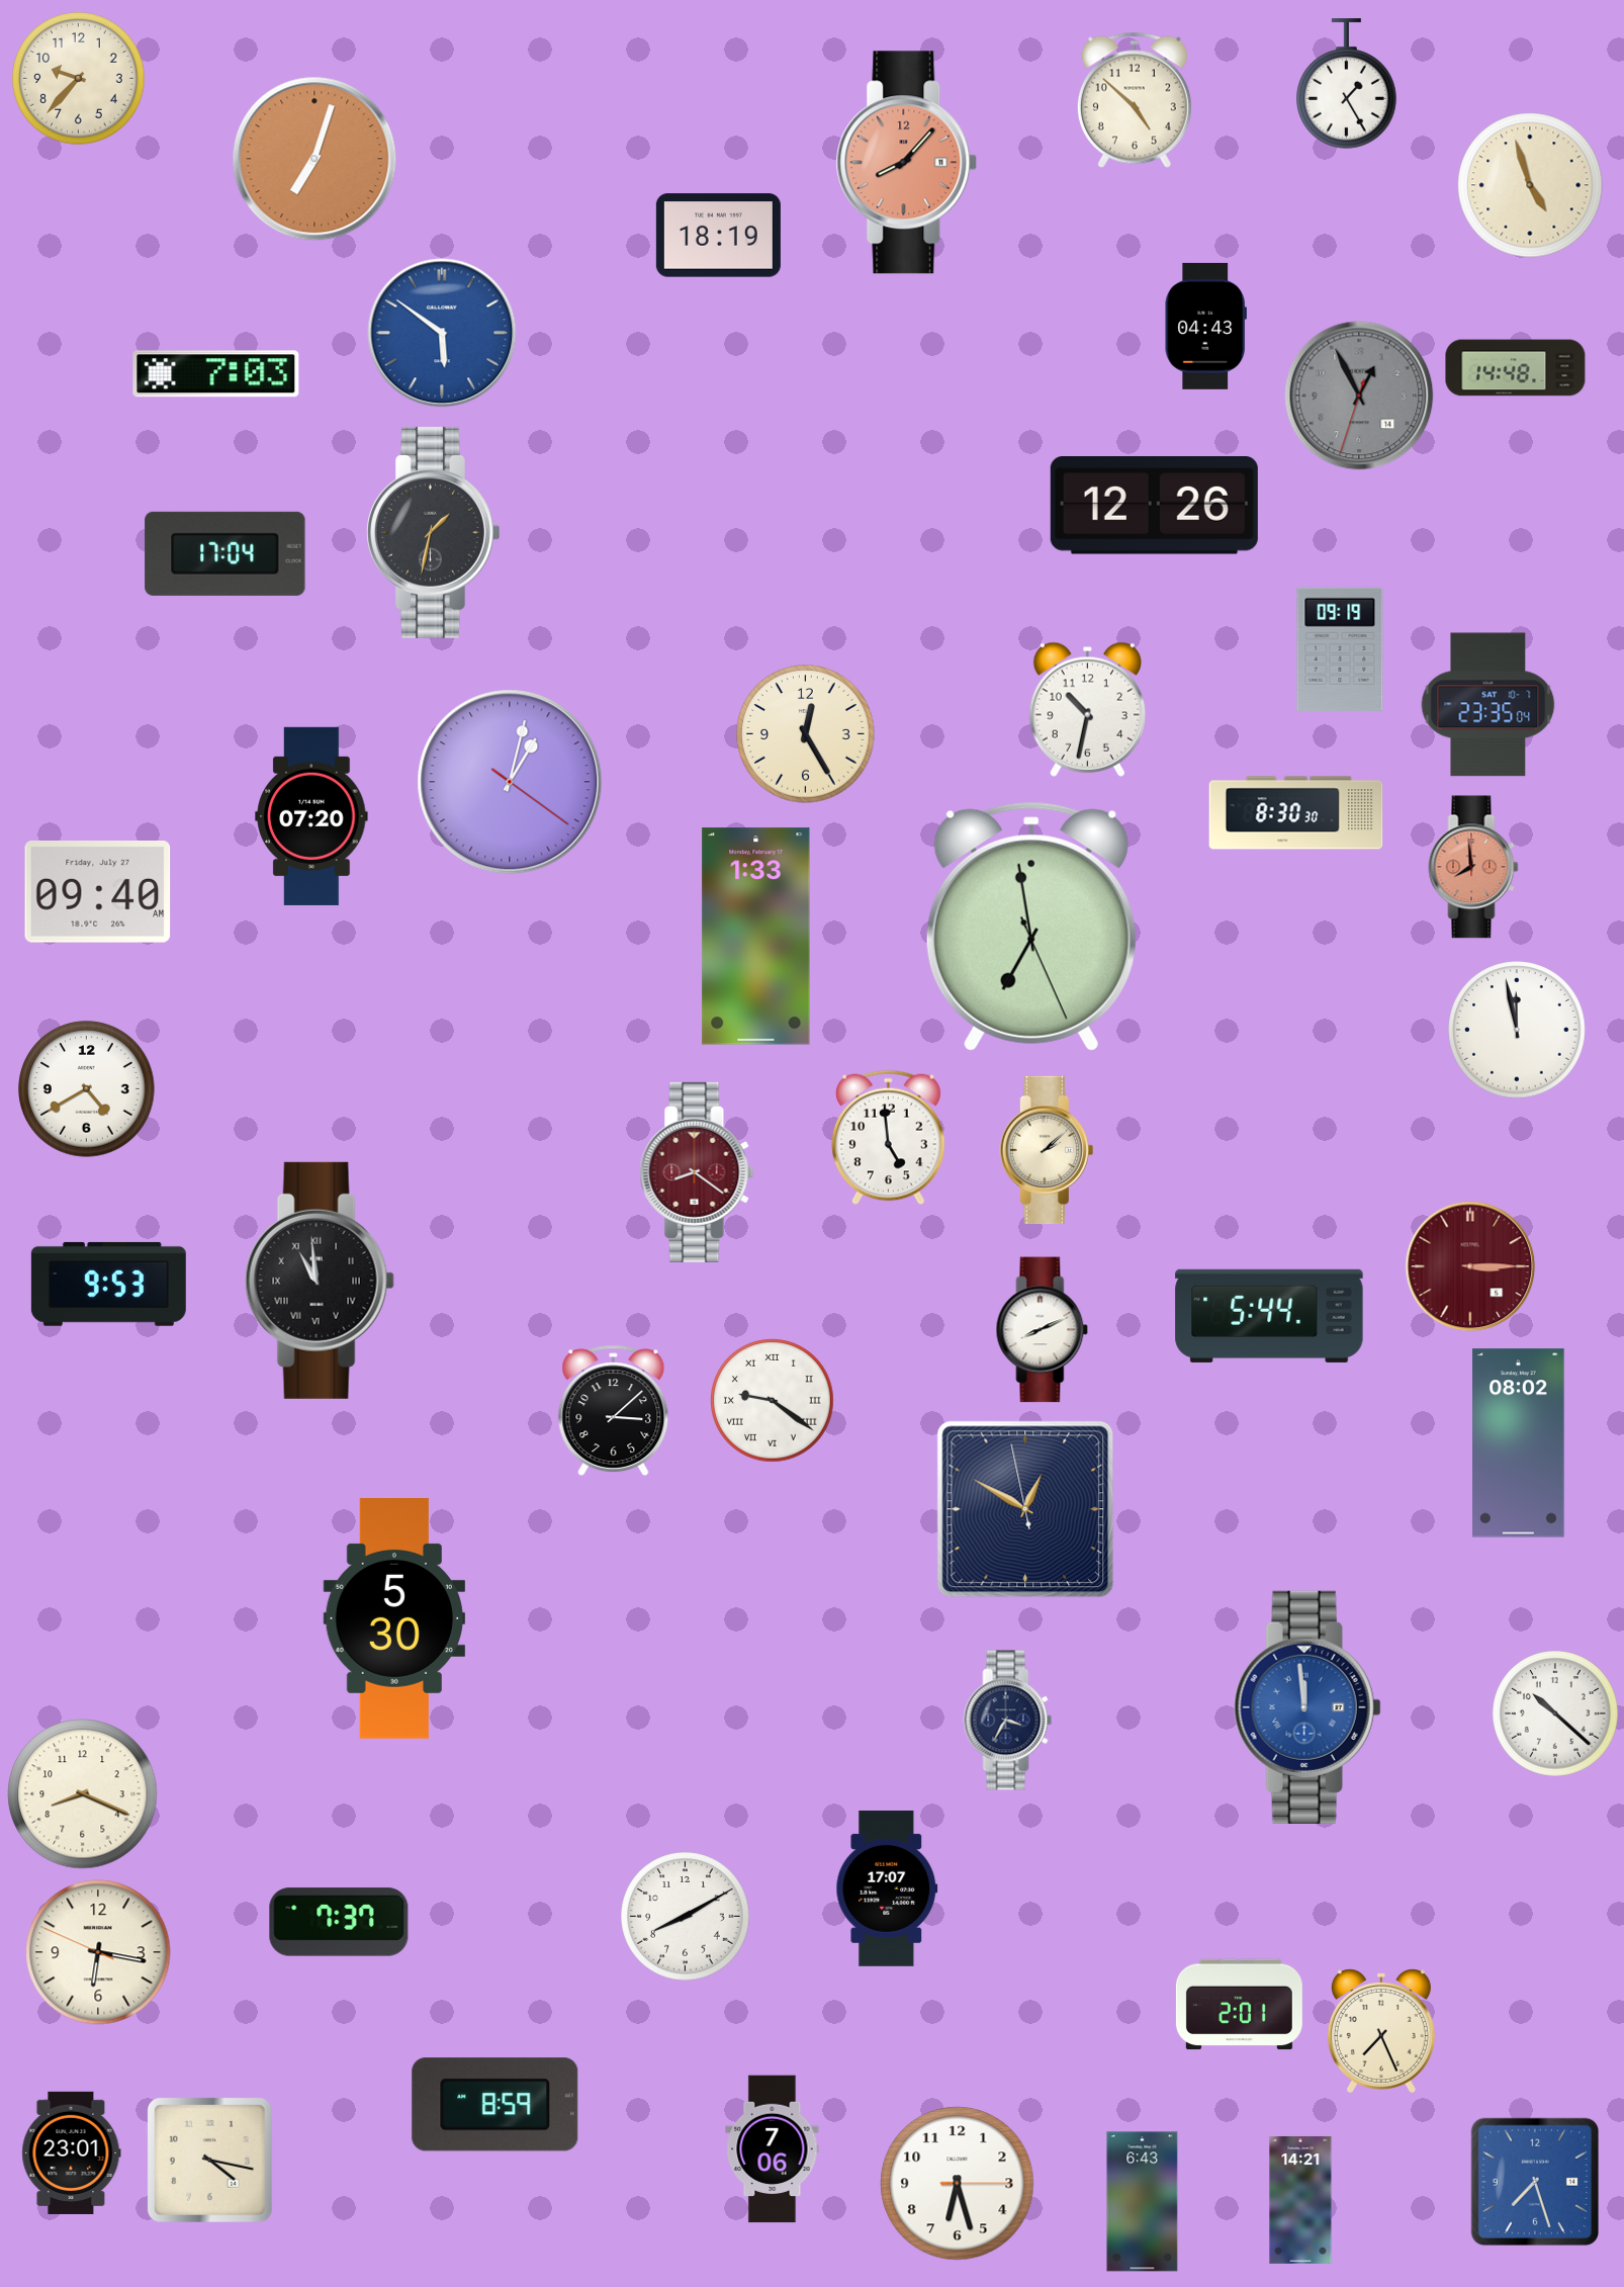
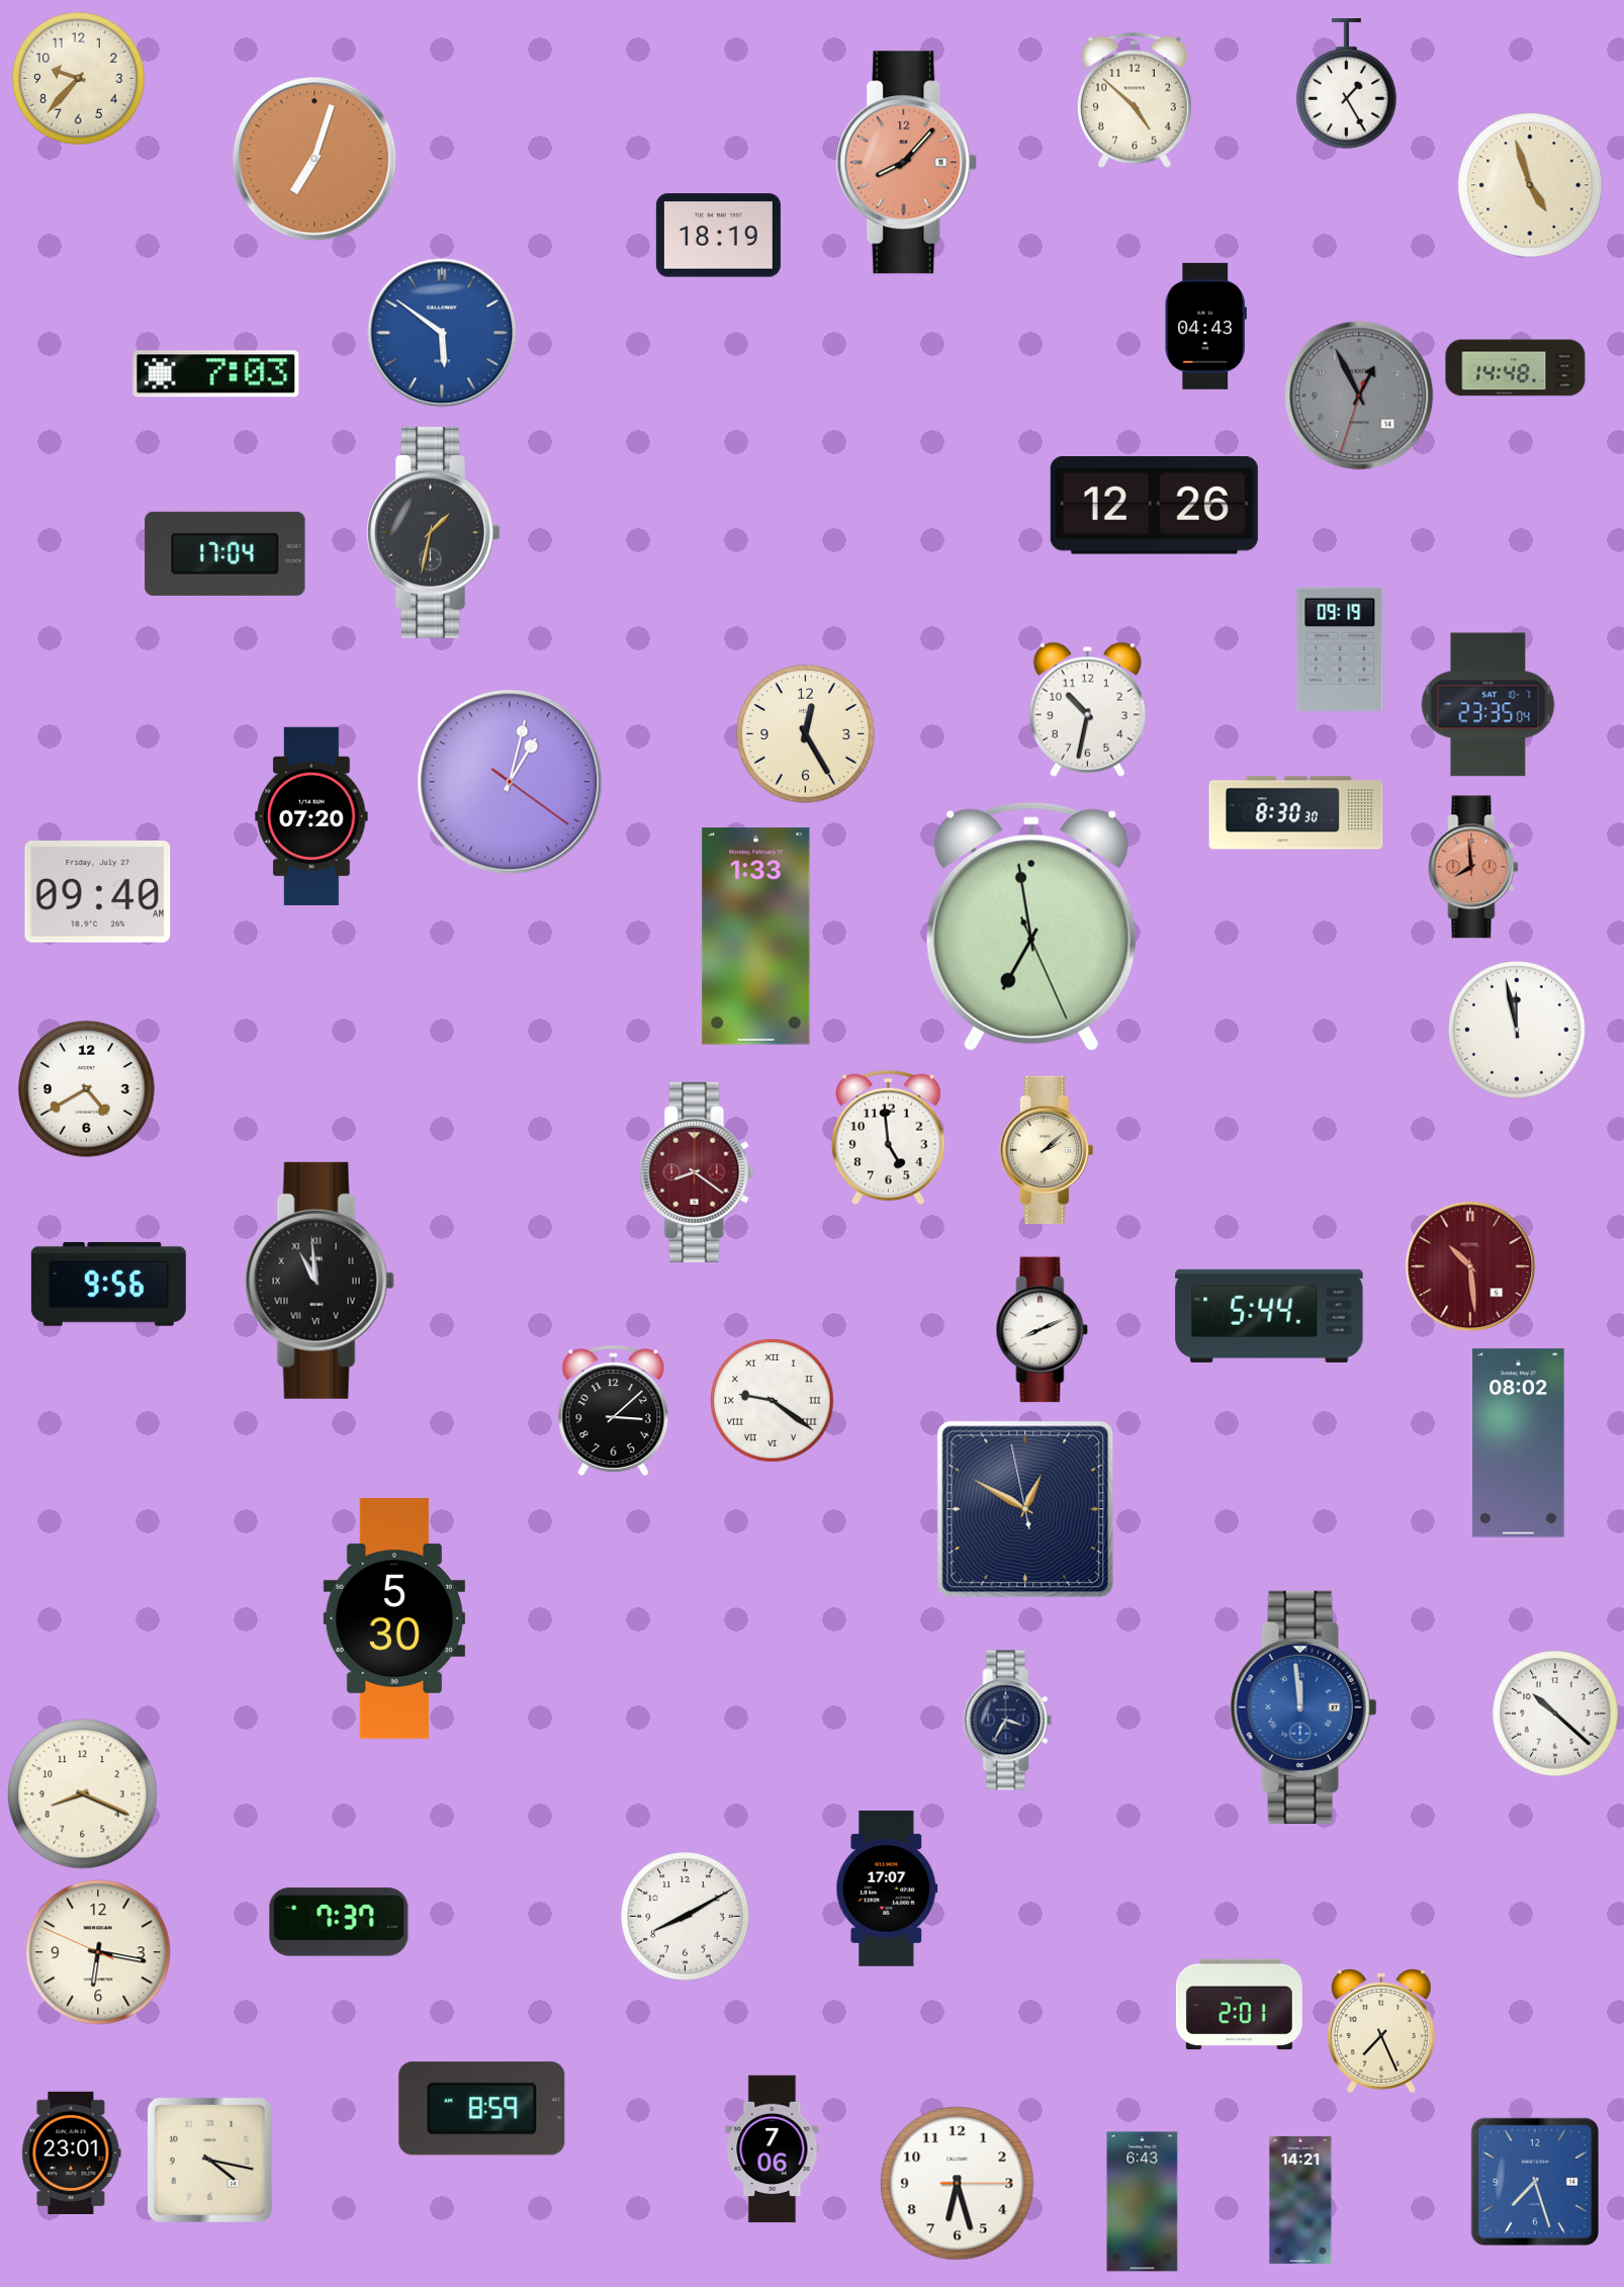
clock at (1470, 1266): 3:15 -> 10:29
clock at (108, 1284): 9:53 -> 9:56
clock at (1307, 1707) position: (1307, 1707) -> (1303, 1707)
clock at (495, 2105) position: (495, 2105) -> (482, 2109)
